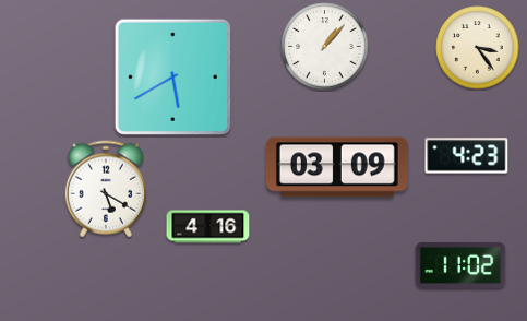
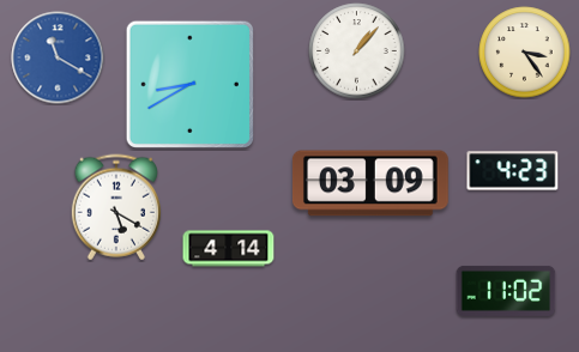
clock at (58, 57): none -> 11:20
clock at (172, 76): 5:40 -> 8:40
clock at (208, 227): 4:16 -> 4:14
